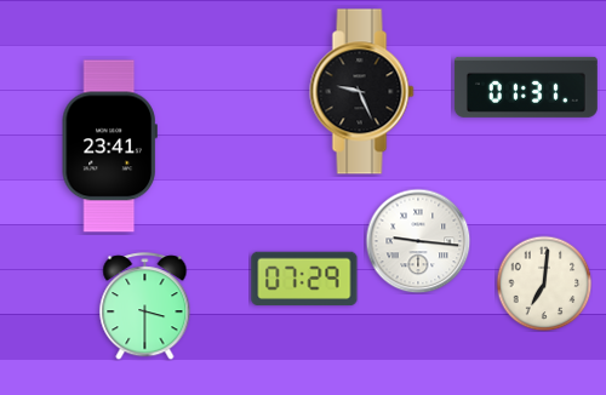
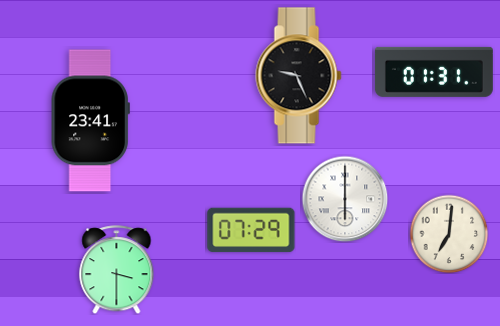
clock at (418, 241): 9:16 -> 6:00
clock at (145, 307) position: (145, 307) -> (117, 270)
